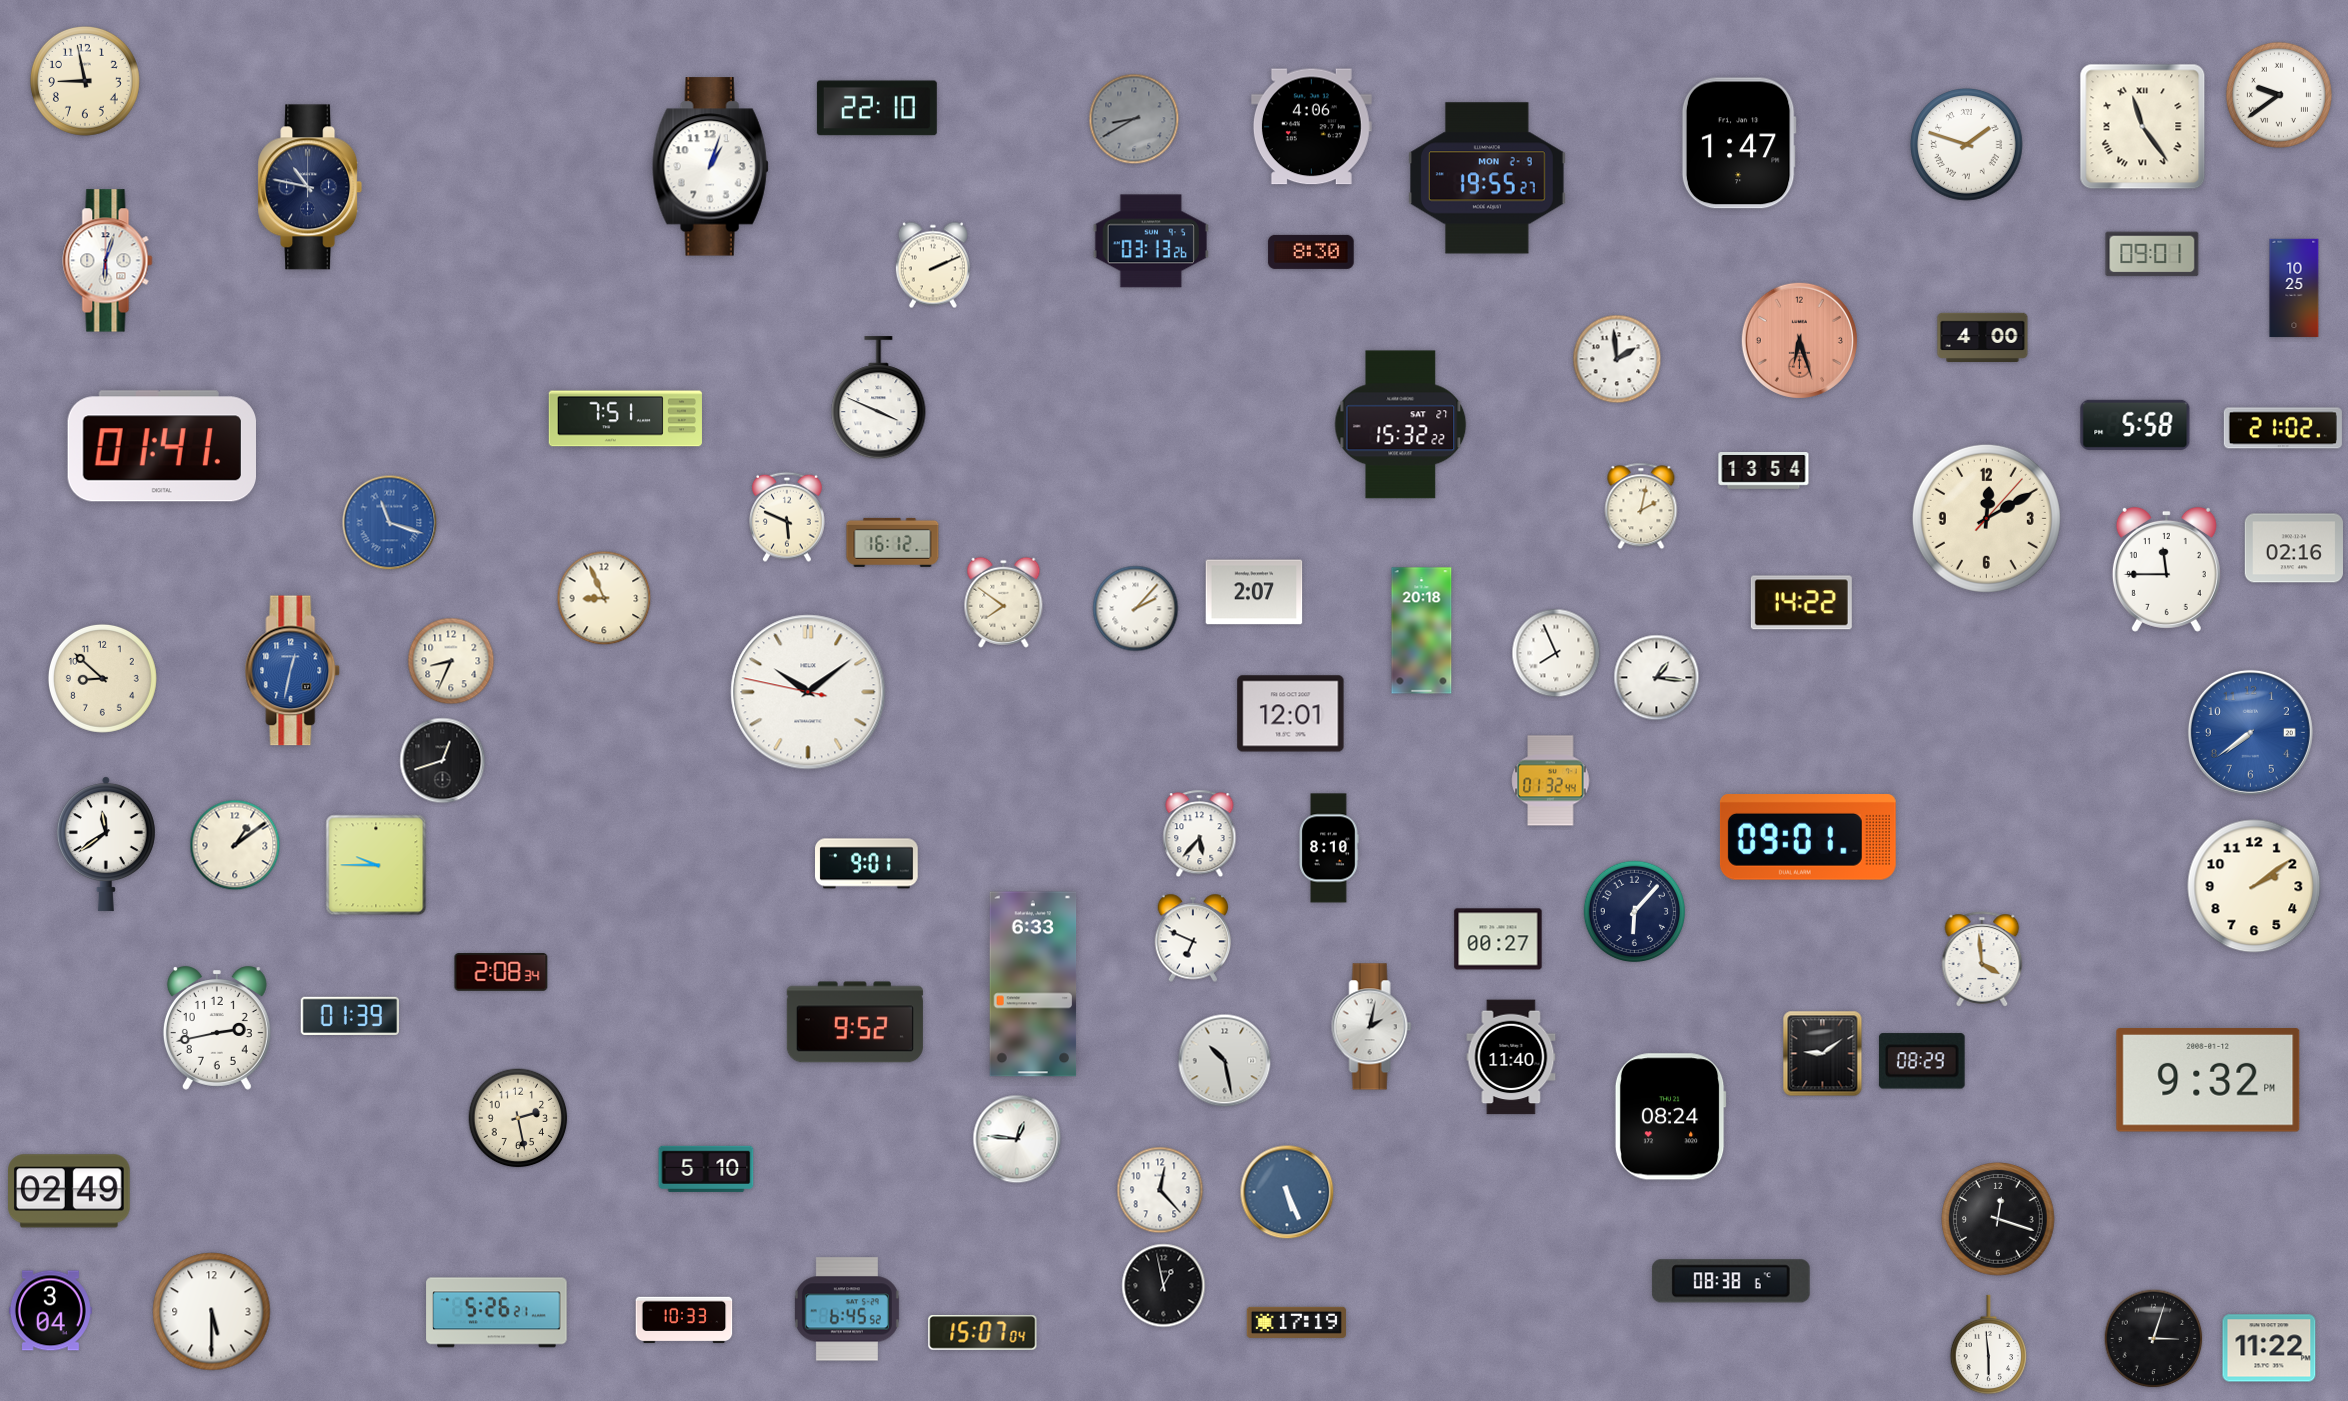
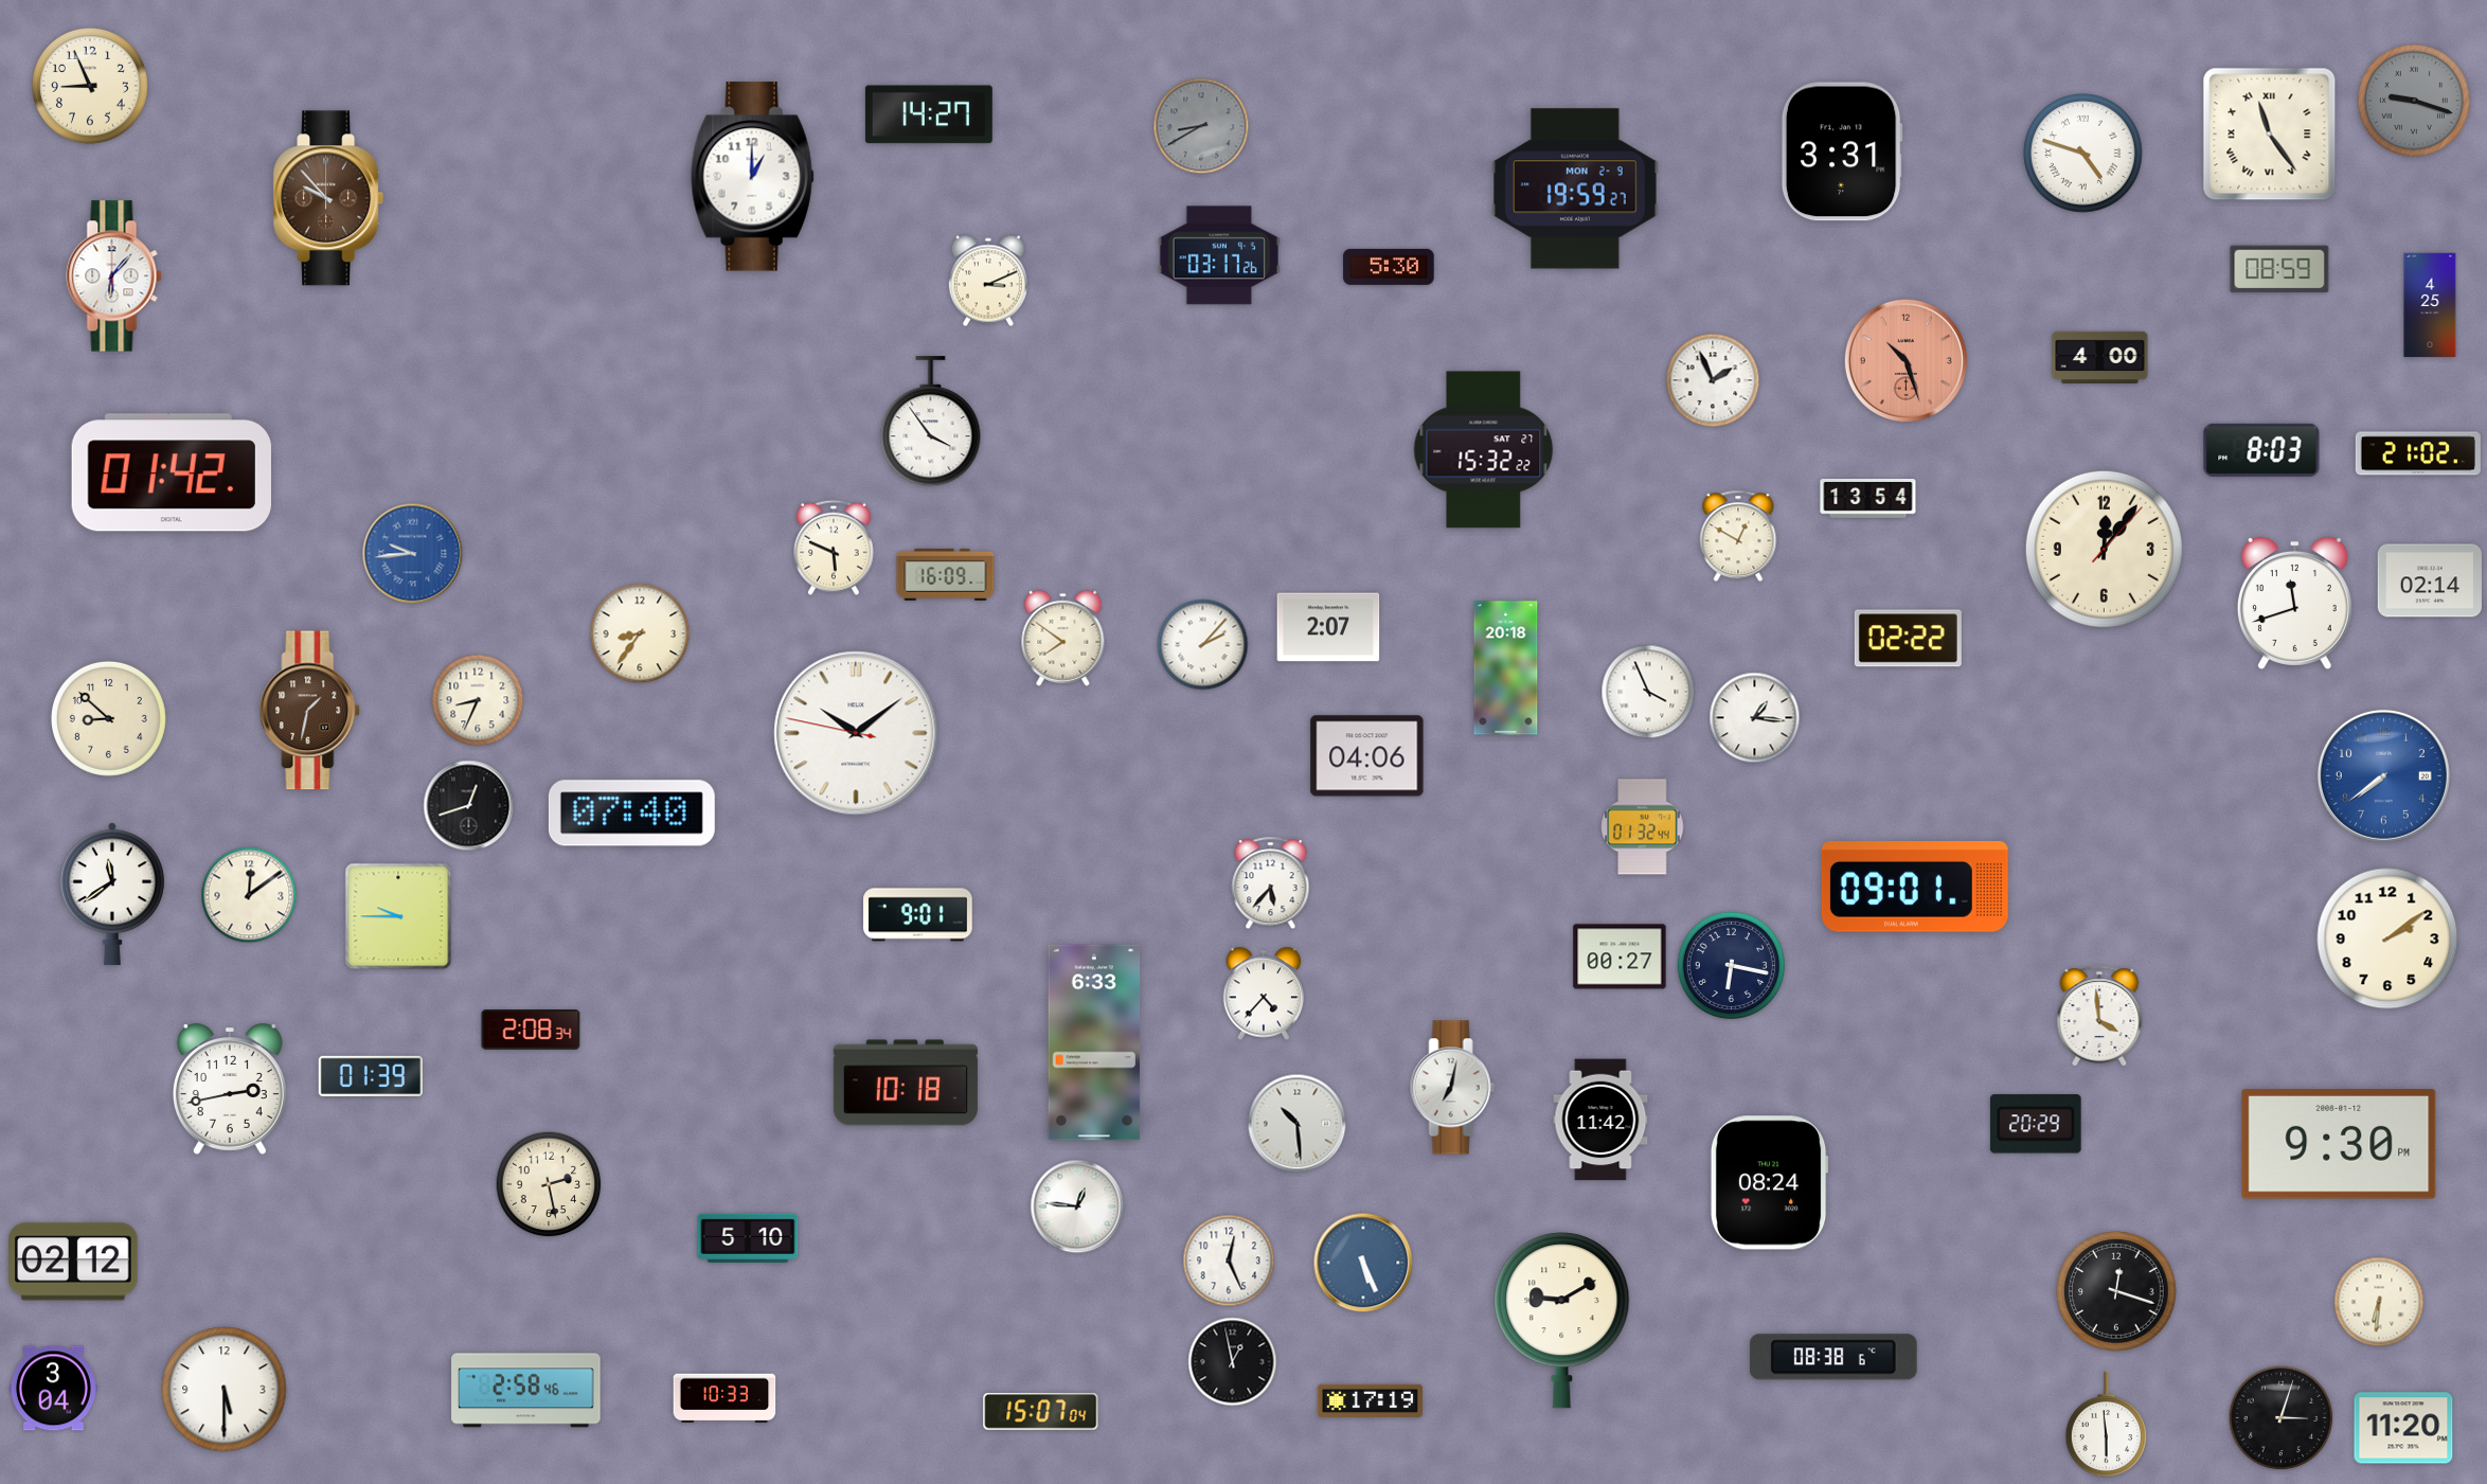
clock at (85, 81): 8:58 -> 8:56
clock at (2279, 95): 9:39 -> 9:18
clock at (2279, 95) dial: white -> grey
clock at (877, 108): 22:10 -> 14:27
clock at (1311, 127): 4:06 -> none
clock at (1739, 143): 1:47 -> 3:31
clock at (1967, 145): 1:48 -> 4:48
clock at (710, 167): 1:03 -> 1:00
clock at (1488, 178): 19:55 -> 19:59
clock at (310, 187): 10:47 -> 9:53
clock at (310, 187) dial: navy -> brown
clock at (1151, 241): 03:13 -> 03:17
clock at (1311, 252): 8:30 -> 5:30
clock at (2152, 254): 09:01 -> 08:59
clock at (108, 261): 6:03 -> 6:07
clock at (933, 265): 2:11 -> 3:11
clock at (2294, 288): 10:25 -> 4:25
clock at (1799, 340): 6:27 -> 10:27
clock at (1617, 359): 1:59 -> 1:56
clock at (879, 398): 3:49 -> 3:54
clock at (625, 419): 7:51 -> none
clock at (2135, 425): 5:58 -> 8:03
clock at (161, 446): 01:41 -> 01:42
clock at (1641, 506): 2:02 -> 12:50
clock at (1986, 518): 12:10 -> 12:06
clock at (390, 523): 11:18 -> 9:44
clock at (893, 542): 16:12 -> 16:09
clock at (2293, 548): 02:16 -> 02:14
clock at (2166, 569): 11:45 -> 11:42
clock at (604, 598): 8:56 -> 8:36
clock at (1801, 603): 14:22 -> 02:22
clock at (1556, 653): 7:56 -> 3:56
clock at (293, 671): 12:32 -> 1:32
clock at (293, 671) dial: blue -> brown
clock at (1291, 714): 12:01 -> 04:06
clock at (631, 813): none -> 07:40
clock at (235, 845): 1:09 -> 12:09
clock at (1329, 848): 8:10 -> none
clock at (1634, 911): 6:07 -> 6:17
clock at (1193, 938): 6:49 -> 4:37
clock at (1498, 939) position: (1498, 939) -> (1620, 956)
clock at (855, 1022): 9:52 -> 10:18
clock at (1372, 1027): 2:02 -> 7:02
clock at (1823, 1054): 9:09 -> none
clock at (1511, 1057): 11:40 -> 11:42
clock at (1225, 1061): 10:28 -> 10:29
clock at (1922, 1061): 08:29 -> 20:29
clock at (2208, 1080): 9:32 -> 9:30
clock at (1160, 1190): 12:23 -> 12:26
clock at (70, 1191): 02:49 -> 02:12
clock at (2379, 1302): none -> 6:31
clock at (1562, 1321): none -> 9:10
clock at (847, 1309): 6:45 -> none
clock at (497, 1313): 5:26 -> 2:58
clock at (1296, 1322) position: (1296, 1322) -> (1370, 1400)
clock at (2269, 1348): 11:22 -> 11:20
